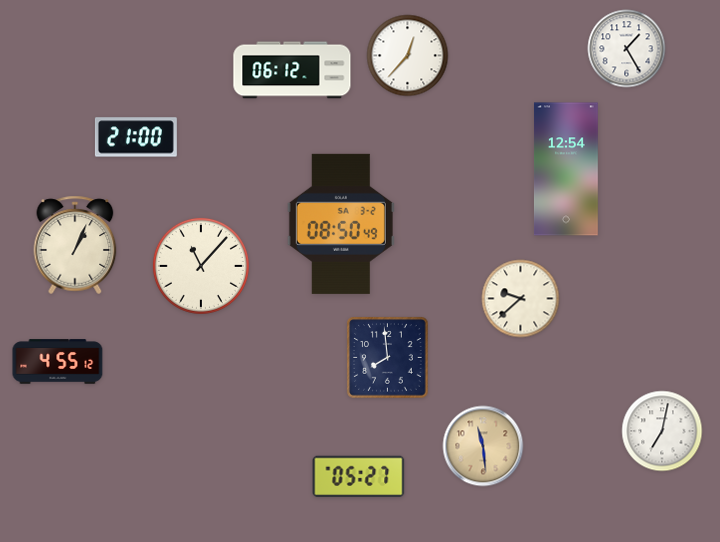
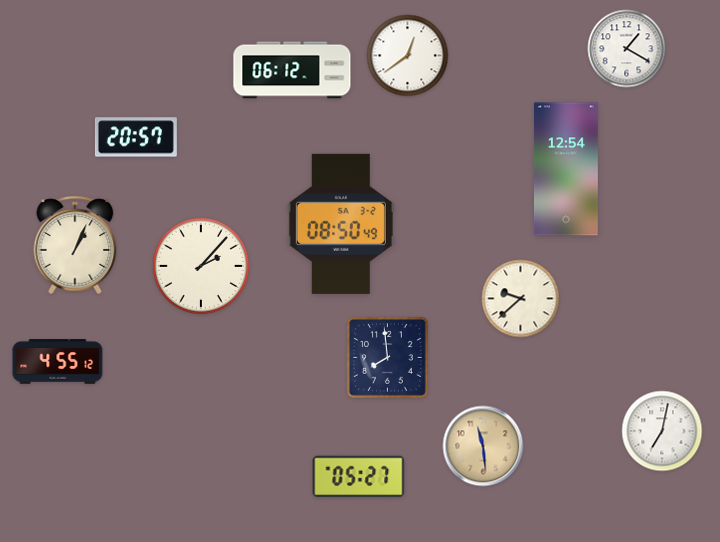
clock at (627, 49): 1:25 -> 1:20
clock at (408, 56): 12:37 -> 12:39
clock at (136, 137): 21:00 -> 20:57
clock at (201, 266): 11:07 -> 2:07
